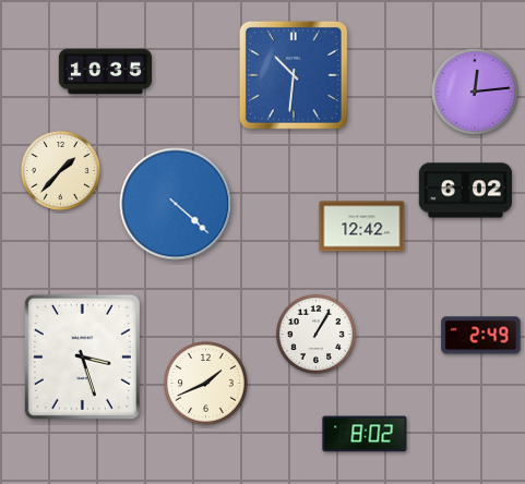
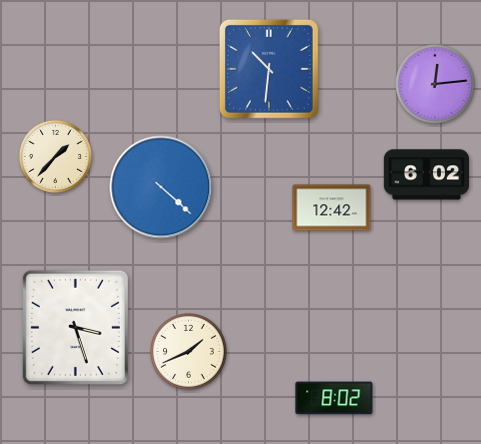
clock at (105, 72): 10:35 -> none
clock at (315, 334): 1:05 -> none
clock at (481, 336): 2:49 -> none
